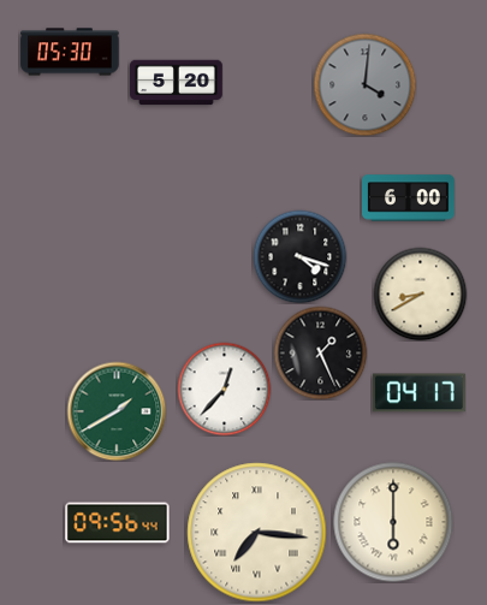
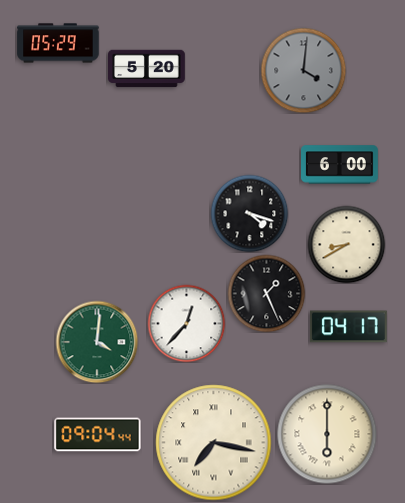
clock at (70, 52): 05:30 -> 05:29
clock at (420, 293) position: (420, 293) -> (346, 244)
clock at (117, 411): 1:40 -> 4:01
clock at (118, 523): 09:56 -> 09:04
clock at (257, 533): 7:16 -> 7:17
